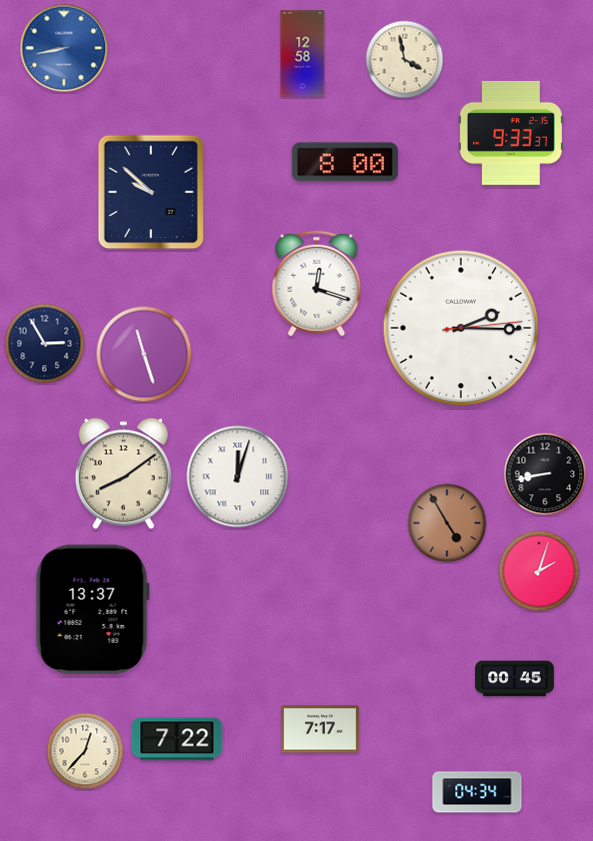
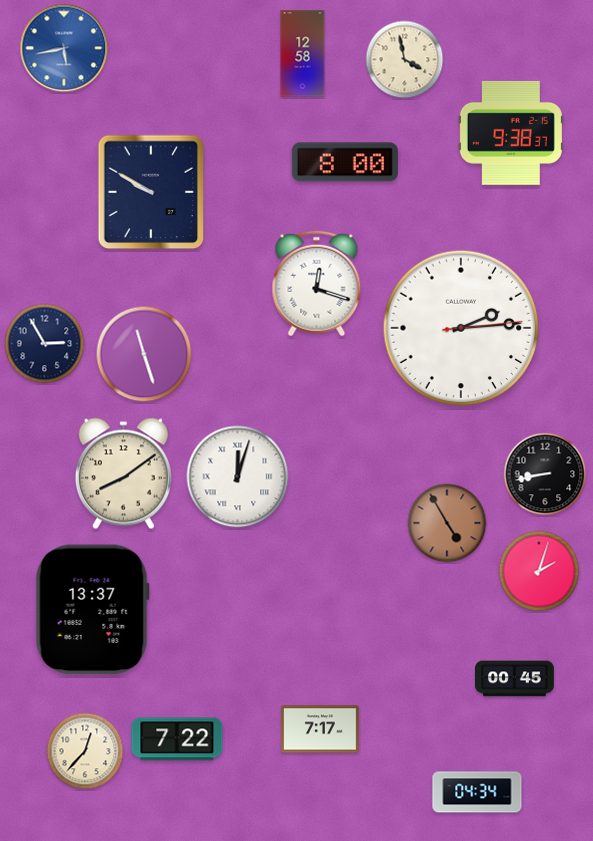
clock at (64, 48): 8:43 -> 5:43
clock at (511, 133): 9:33 -> 9:38
clock at (151, 192): 9:52 -> 9:50
clock at (461, 328): 2:15 -> 2:14
